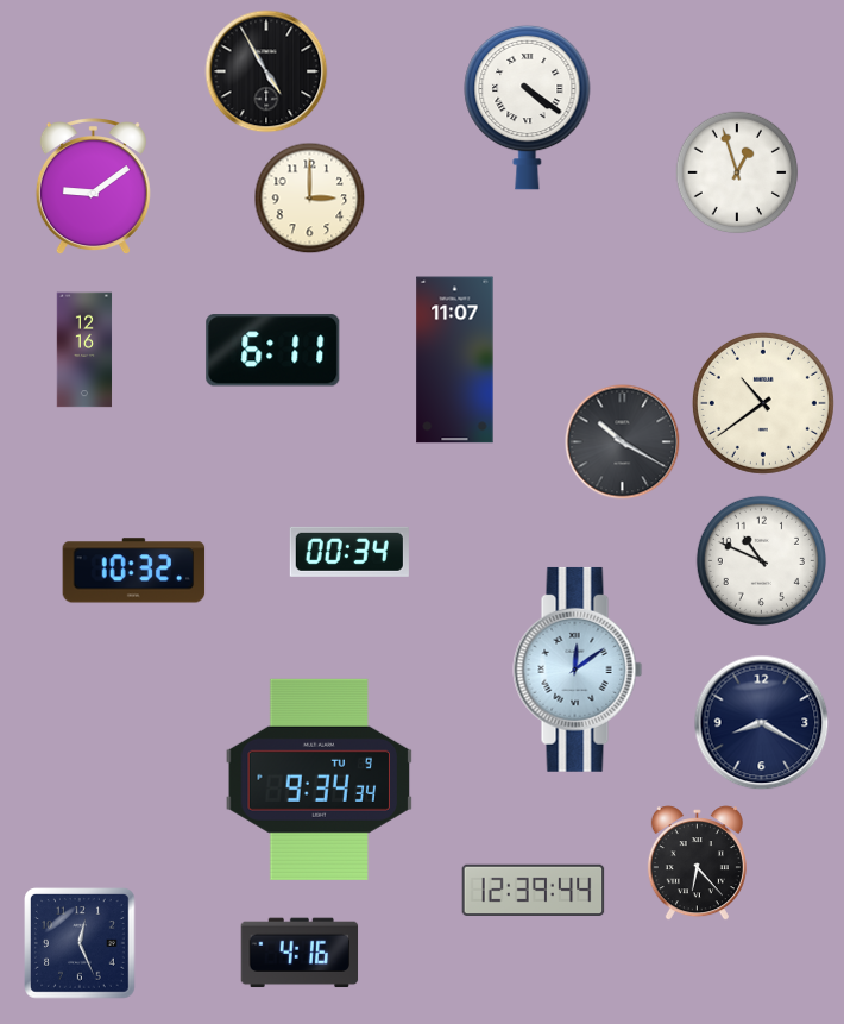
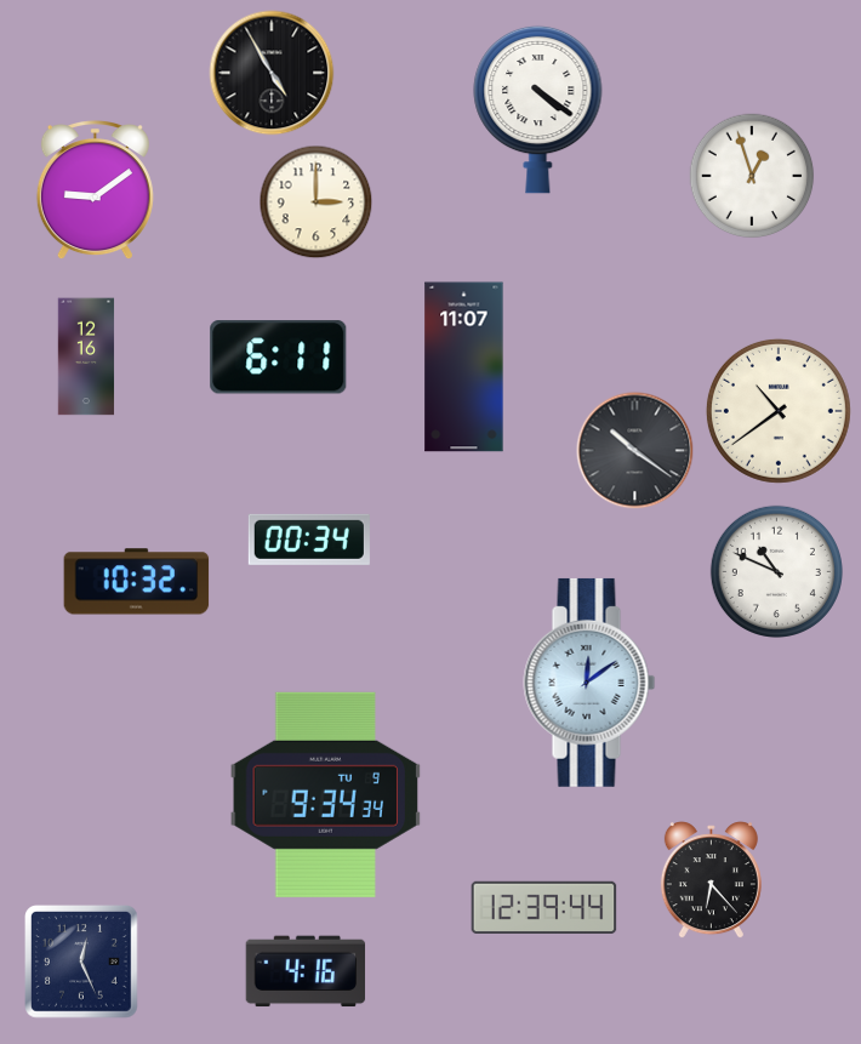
clock at (623, 442): 10:20 -> 10:21
clock at (349, 552) position: (349, 552) -> (309, 540)
clock at (762, 723): 8:20 -> none
